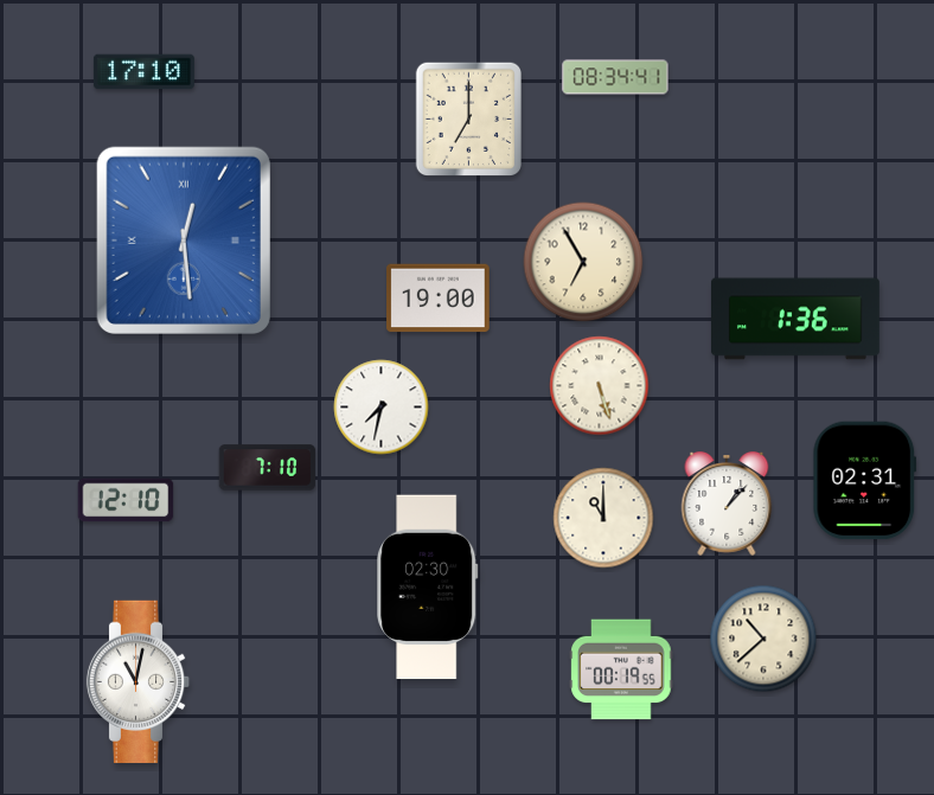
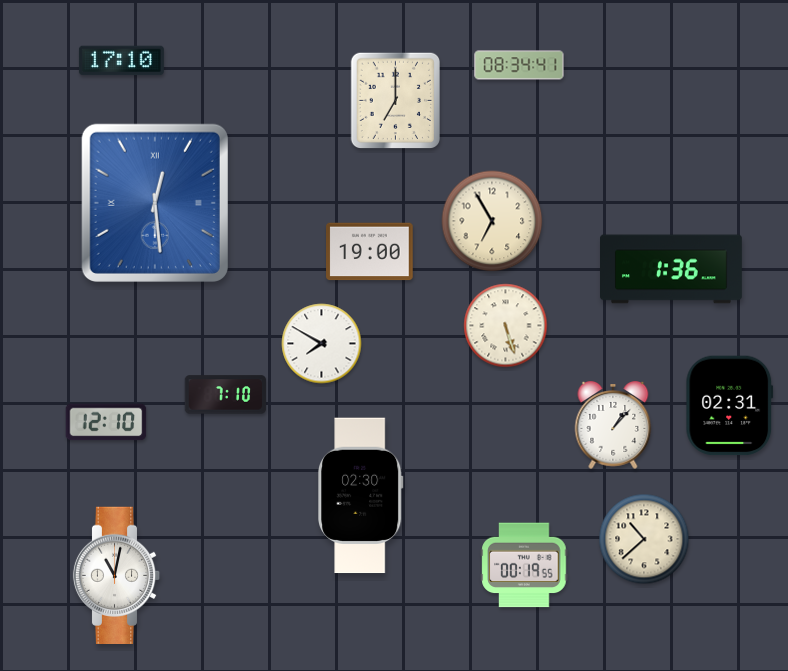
clock at (382, 408): 7:32 -> 7:50
clock at (603, 518): 11:00 -> none
